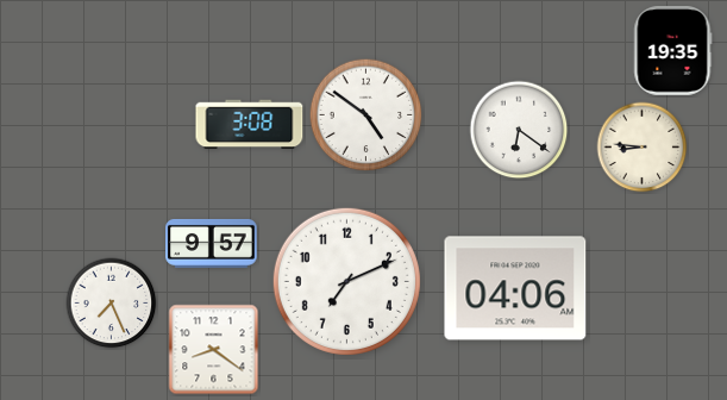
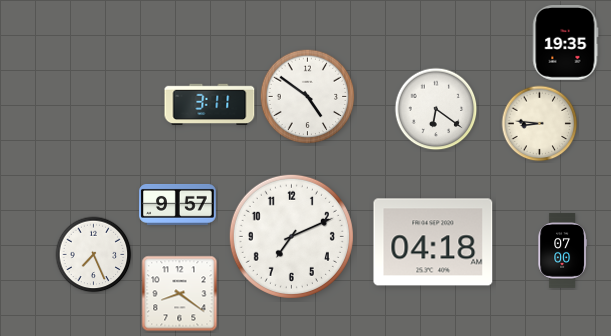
clock at (250, 125): 3:08 -> 3:11
clock at (515, 288): 04:06 -> 04:18
clock at (562, 251): none -> 07:00
